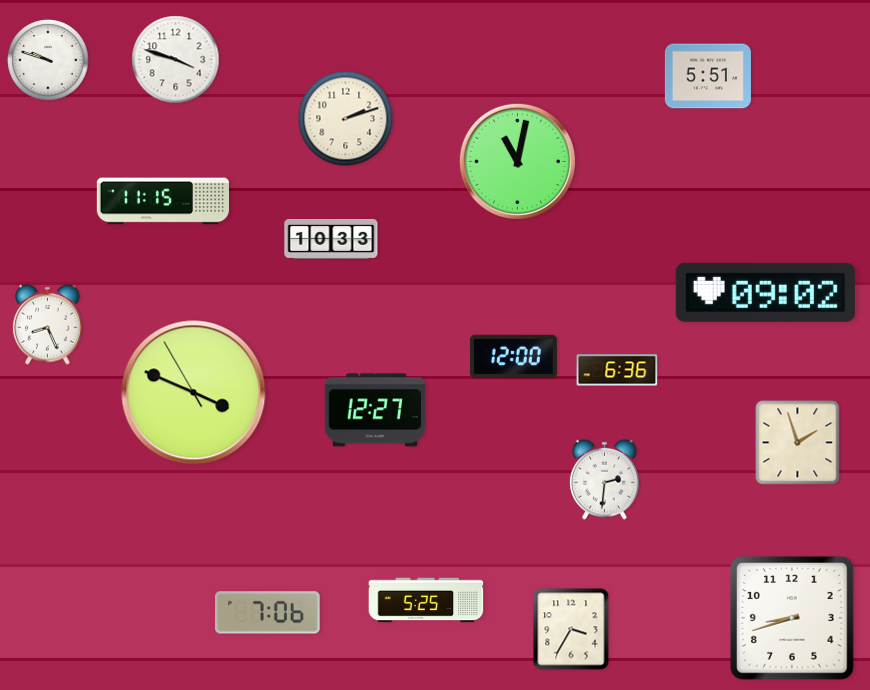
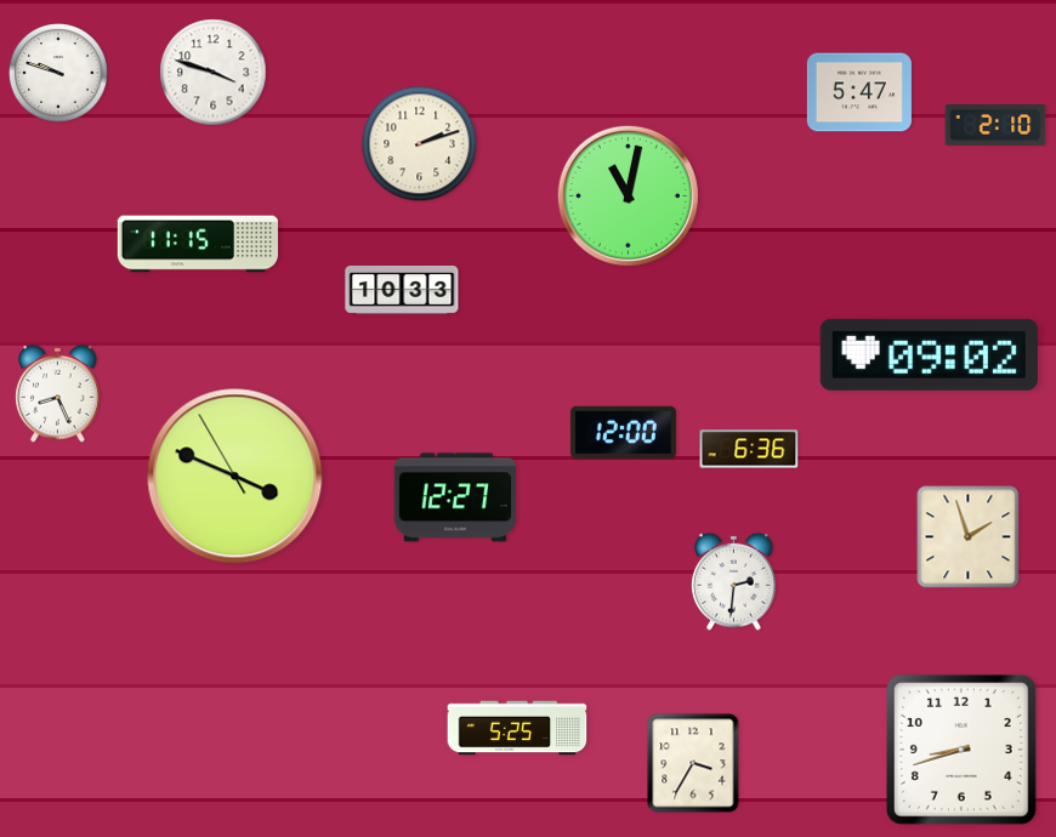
clock at (708, 76): 5:51 -> 5:47
clock at (995, 126): none -> 2:10
clock at (268, 613): 7:06 -> none
